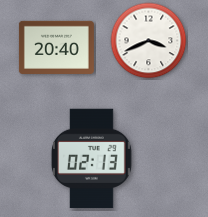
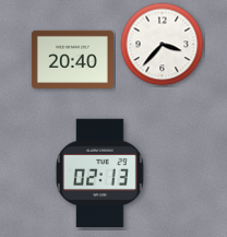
clock at (149, 41): 3:41 -> 3:37
clock at (56, 47) position: (56, 47) -> (72, 59)
